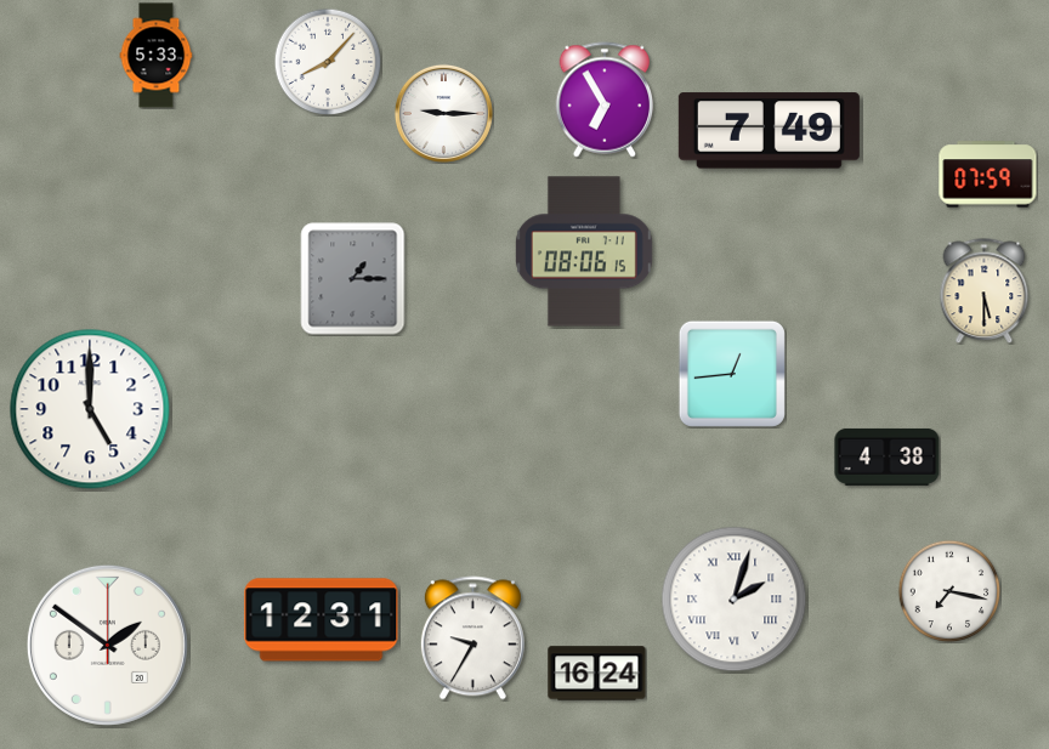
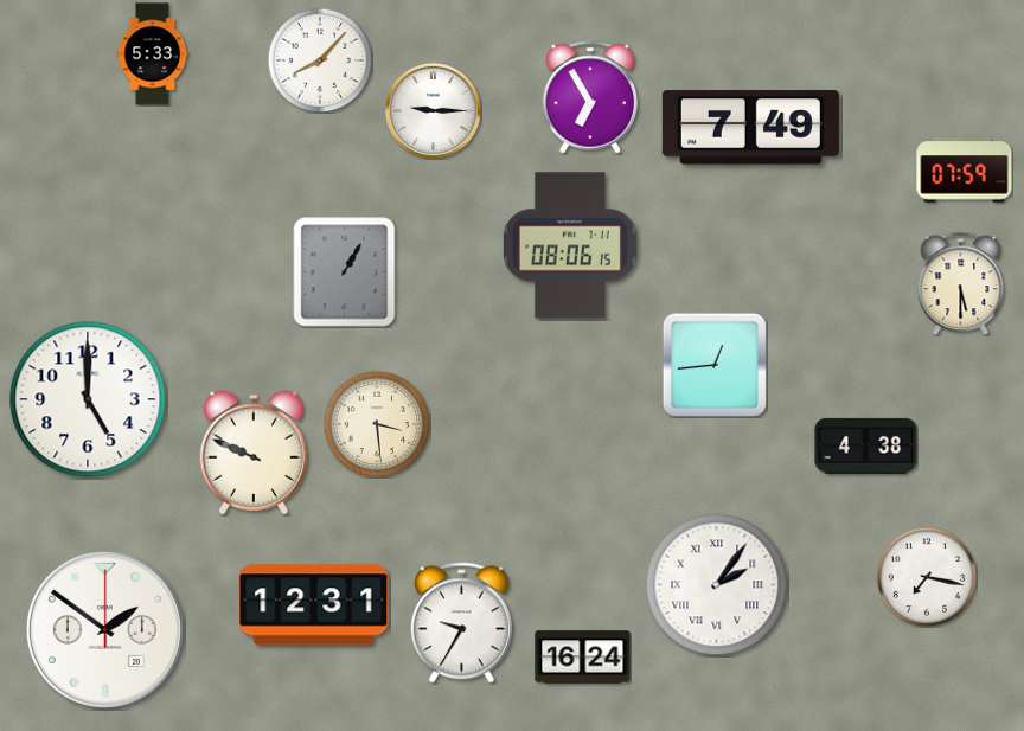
clock at (353, 279): 1:15 -> 1:05
clock at (377, 424): none -> 3:29
clock at (254, 453): none -> 9:49
clock at (735, 600): 2:03 -> 2:06
